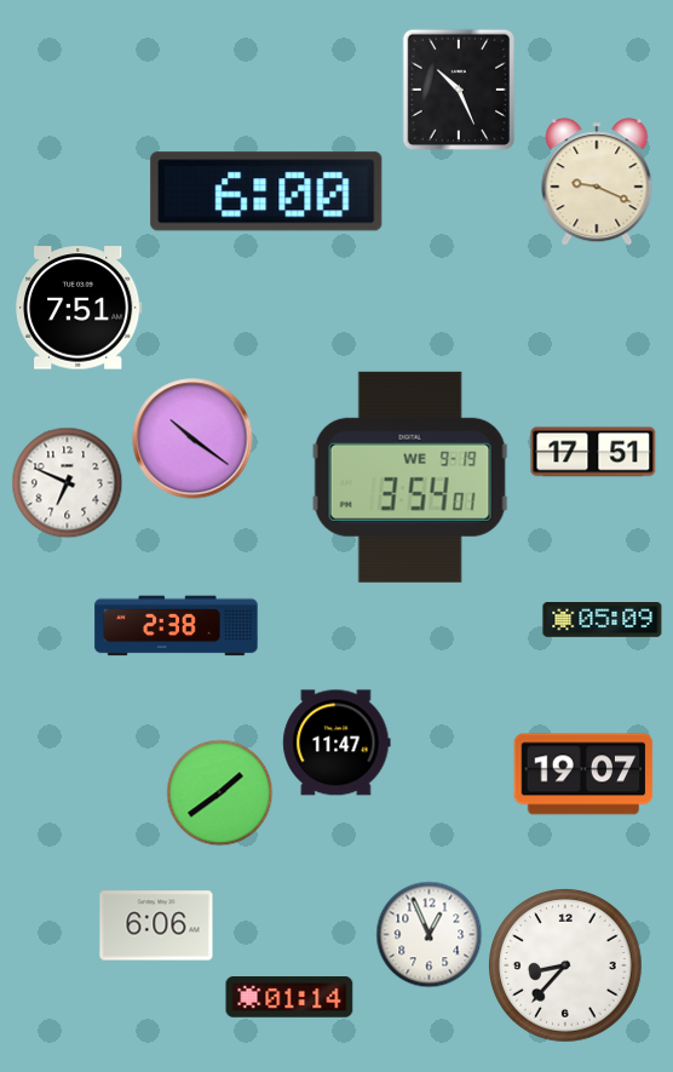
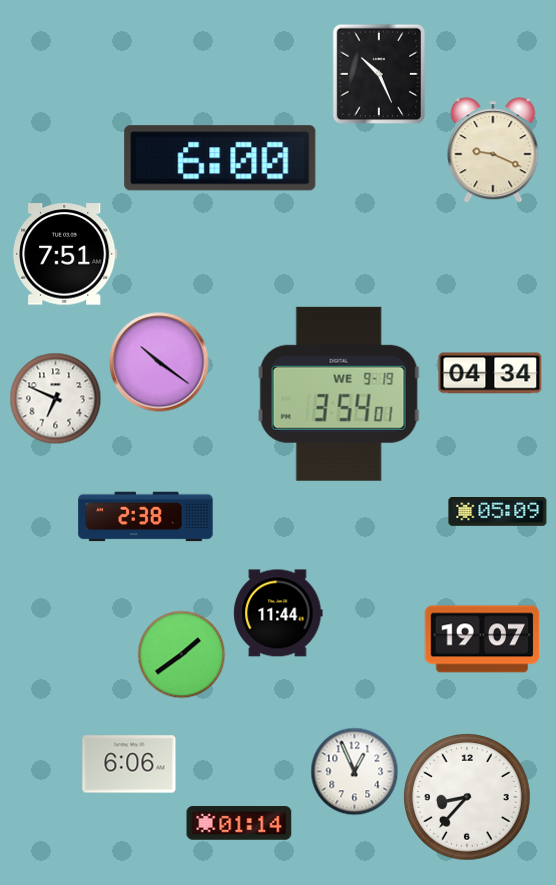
clock at (593, 452): 17:51 -> 04:34
clock at (336, 743): 11:47 -> 11:44
